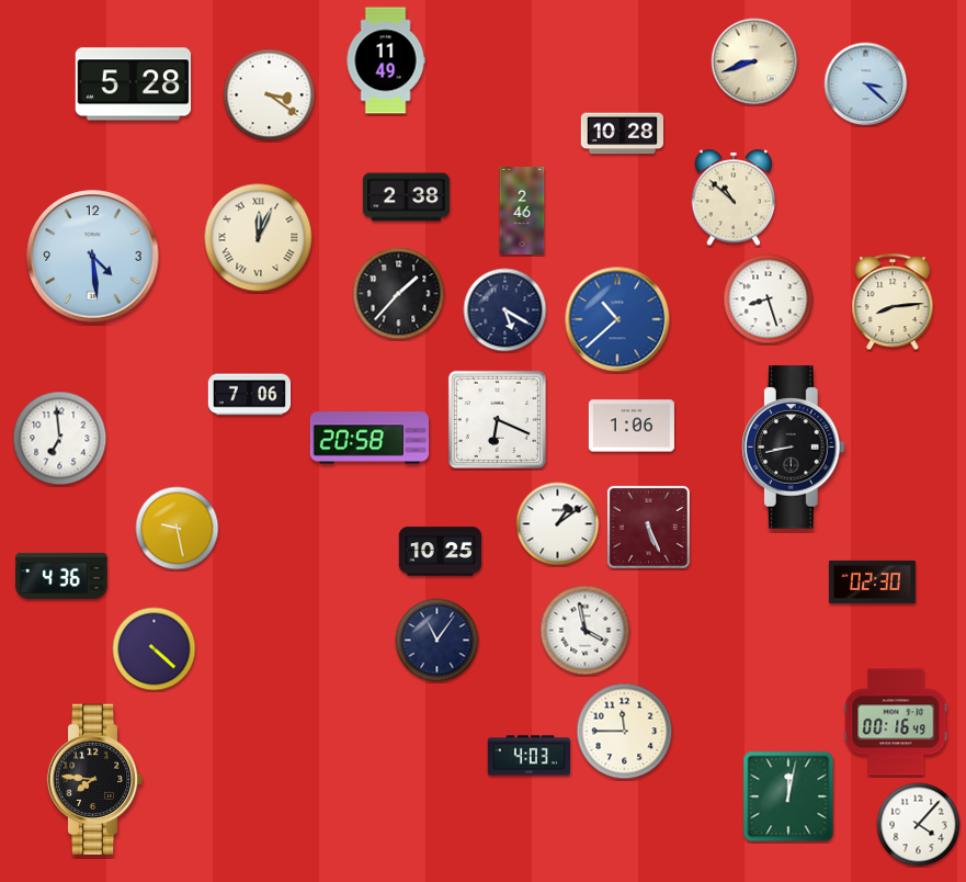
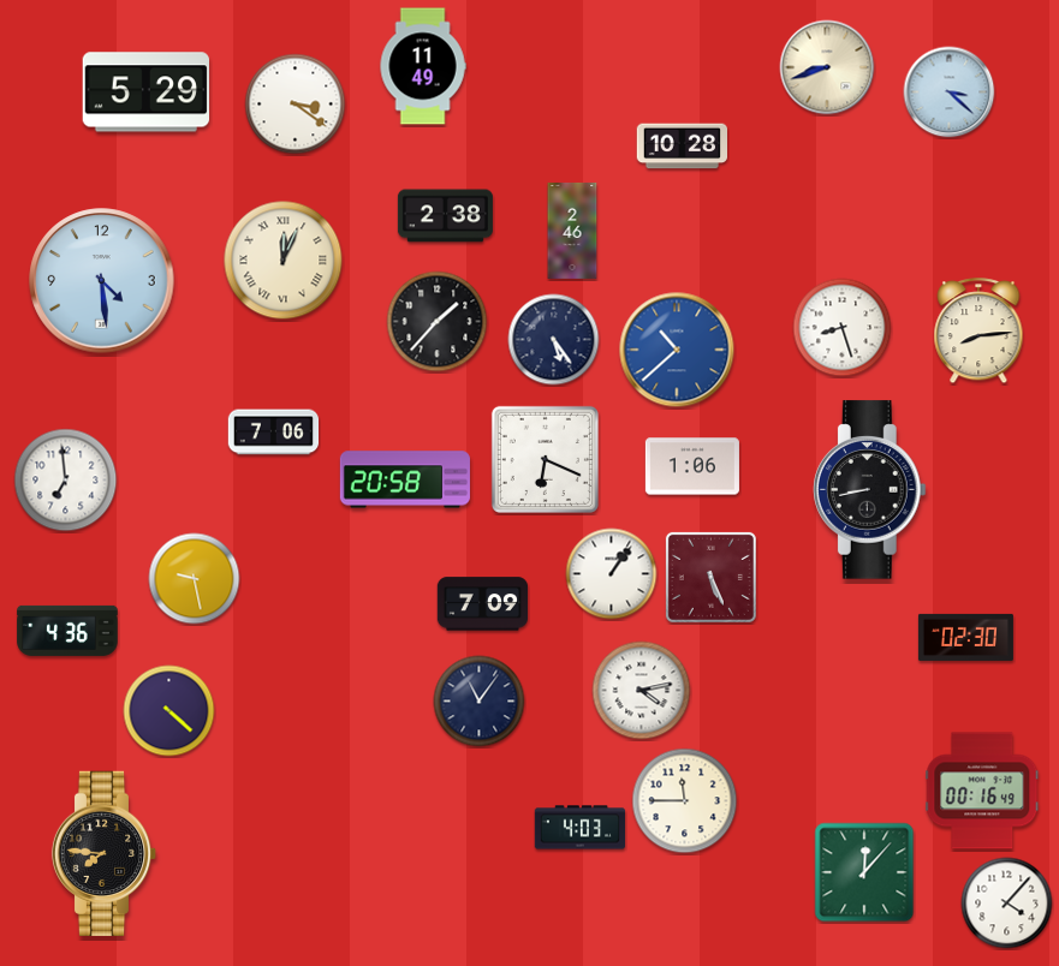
clock at (134, 84): 5:28 -> 5:29
clock at (734, 197): 10:52 -> none
clock at (505, 310): 5:20 -> 5:24
clock at (558, 524): 1:09 -> 1:06
clock at (441, 552): 10:25 -> 7:09
clock at (872, 581) position: (872, 581) -> (965, 637)
clock at (586, 631): 3:58 -> 4:13
clock at (788, 796): 12:02 -> 12:07
